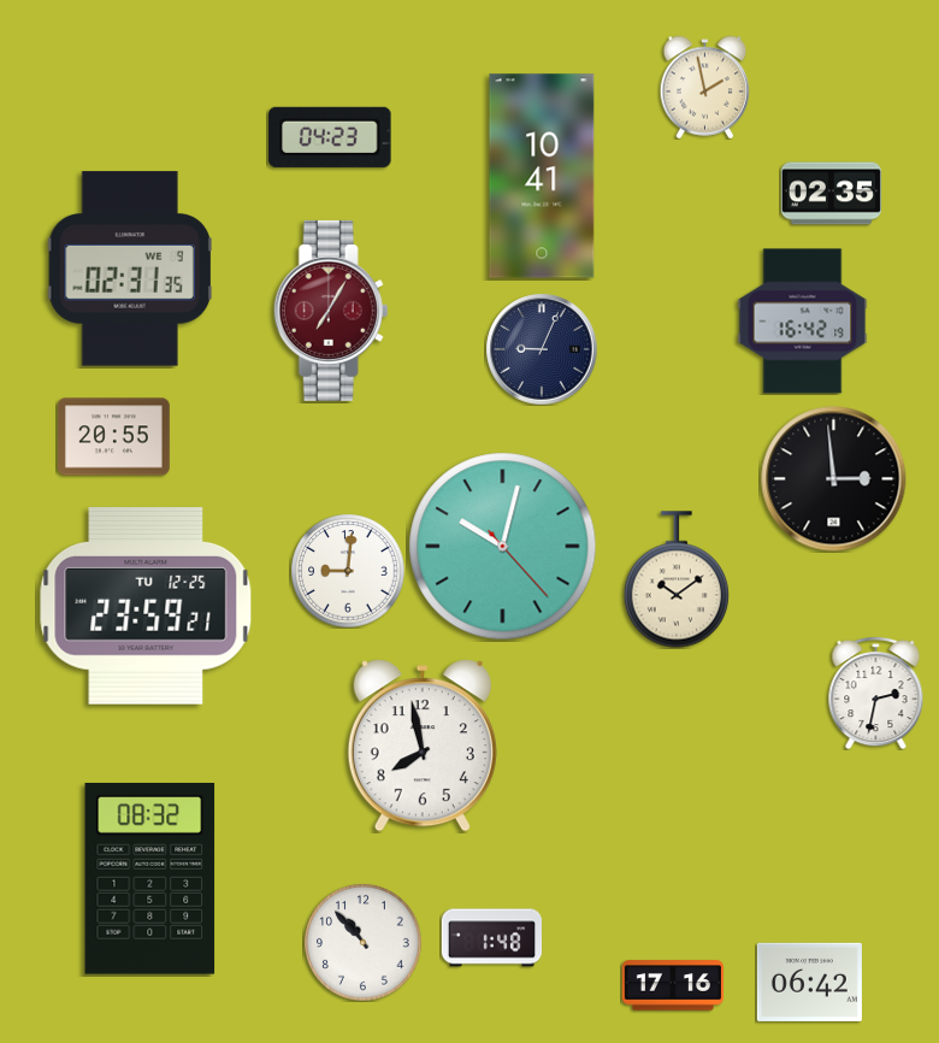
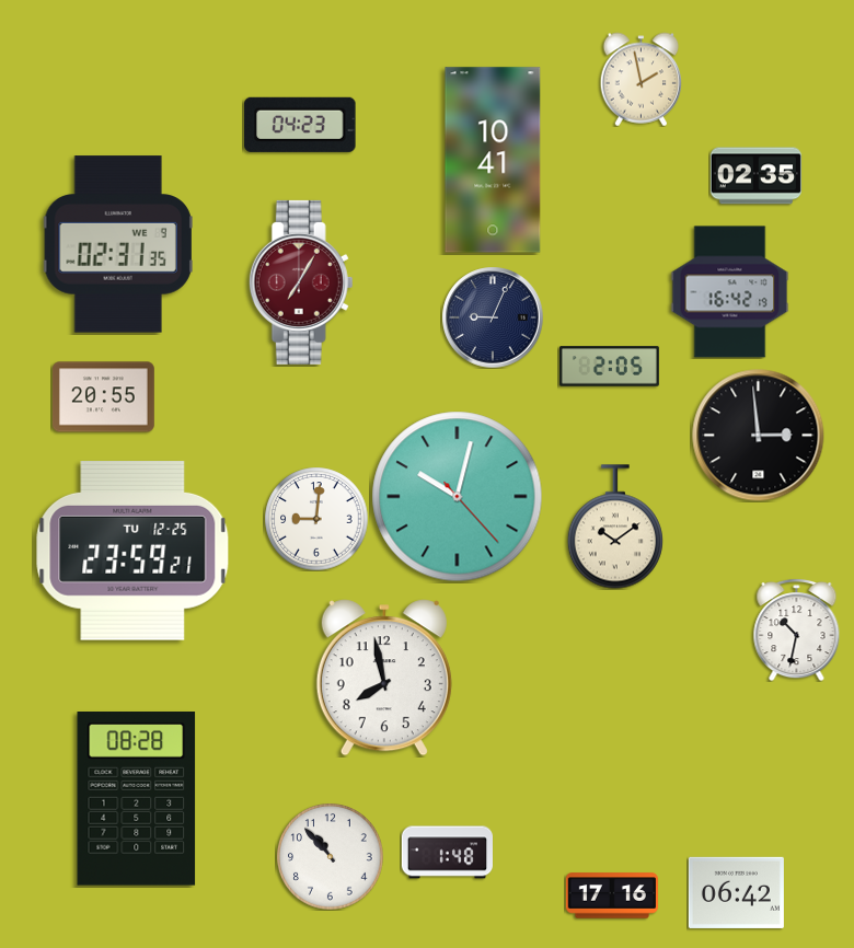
clock at (609, 367): none -> 2:05
clock at (876, 693): 2:32 -> 10:32
clock at (150, 879): 08:32 -> 08:28
